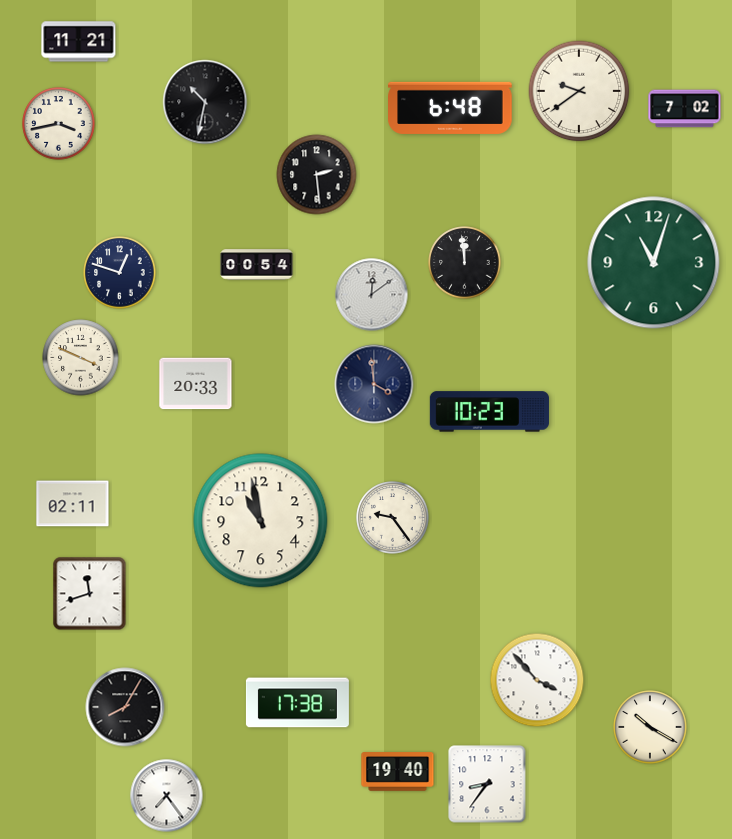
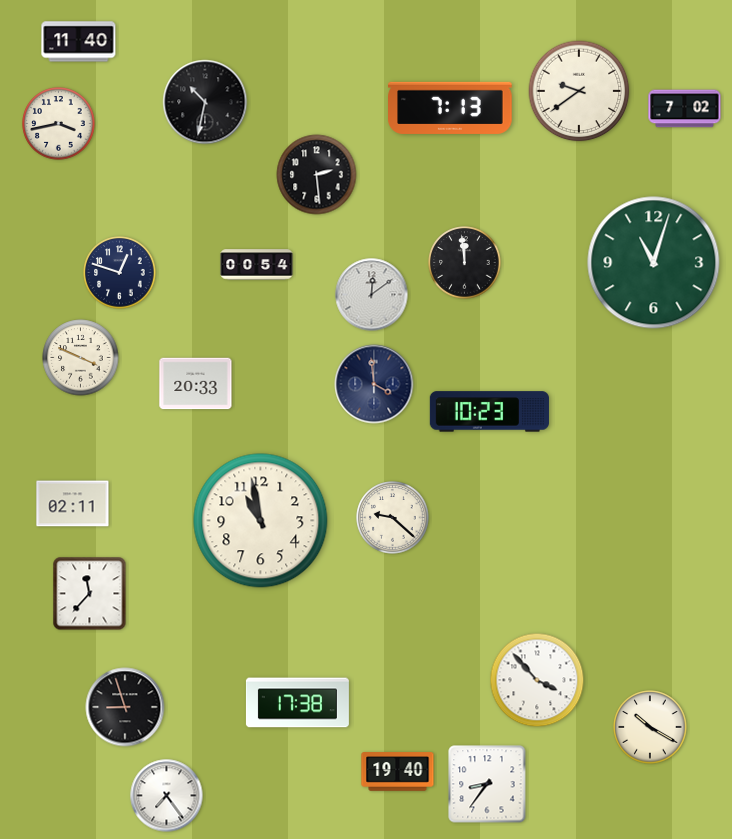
clock at (79, 42): 11:21 -> 11:40
clock at (450, 108): 6:48 -> 7:13
clock at (393, 518): 9:24 -> 9:22
clock at (90, 594): 11:42 -> 11:37
clock at (125, 707): 8:05 -> 8:57
